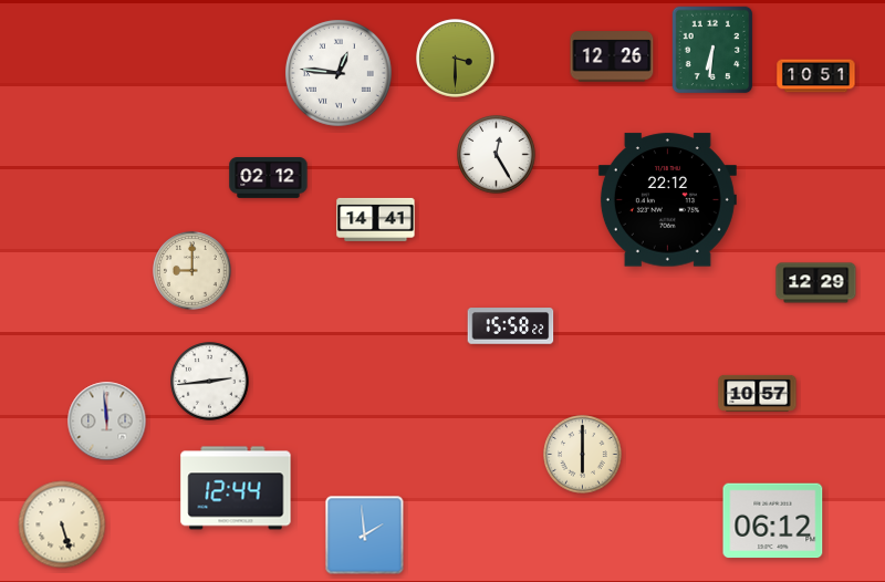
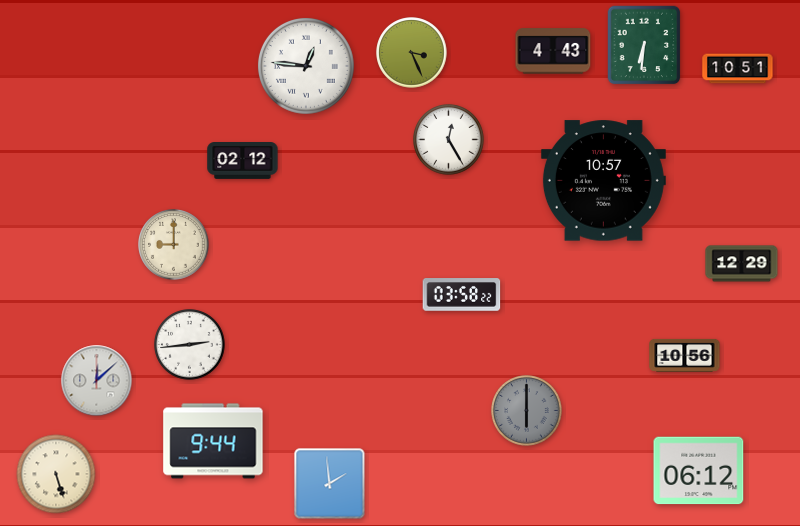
clock at (612, 56): 12:26 -> 4:43
clock at (456, 59): 3:30 -> 3:26
clock at (667, 200): 22:12 -> 10:57
clock at (376, 219): 14:41 -> none
clock at (816, 283) position: (816, 283) -> (742, 264)
clock at (511, 326): 15:58 -> 03:58
clock at (758, 393): 10:57 -> 10:56
clock at (107, 422): 11:59 -> 12:08
clock at (583, 455) dial: cream -> grey
clock at (236, 488): 12:44 -> 9:44
